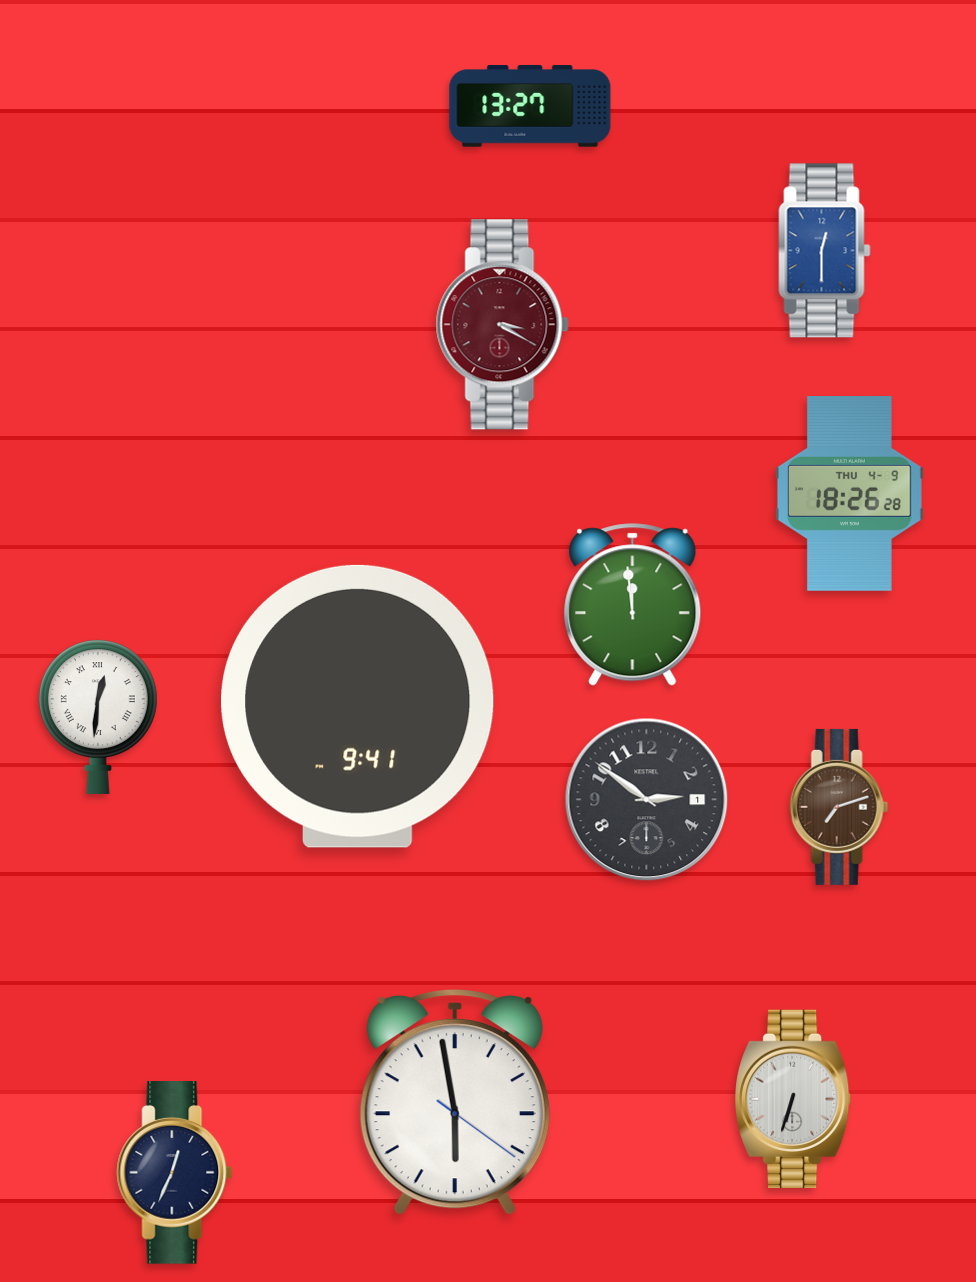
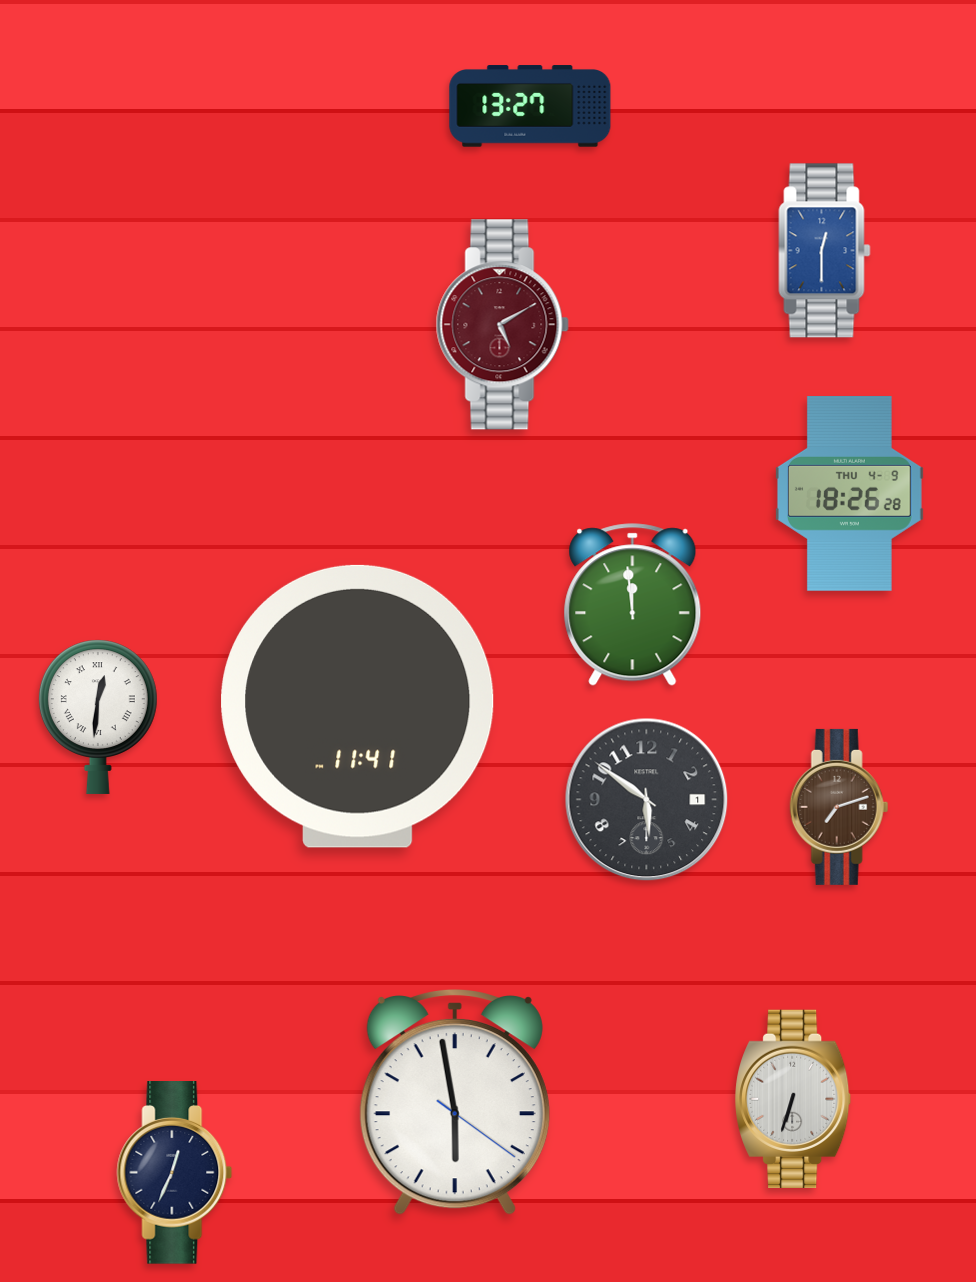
clock at (502, 325): 3:20 -> 5:10
clock at (358, 706): 9:41 -> 11:41
clock at (647, 800): 2:51 -> 5:51
